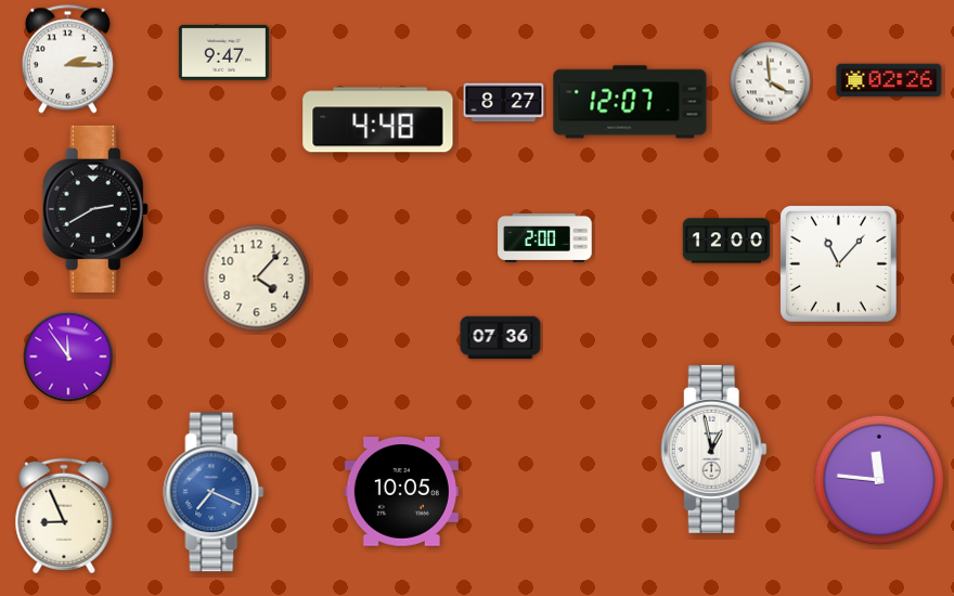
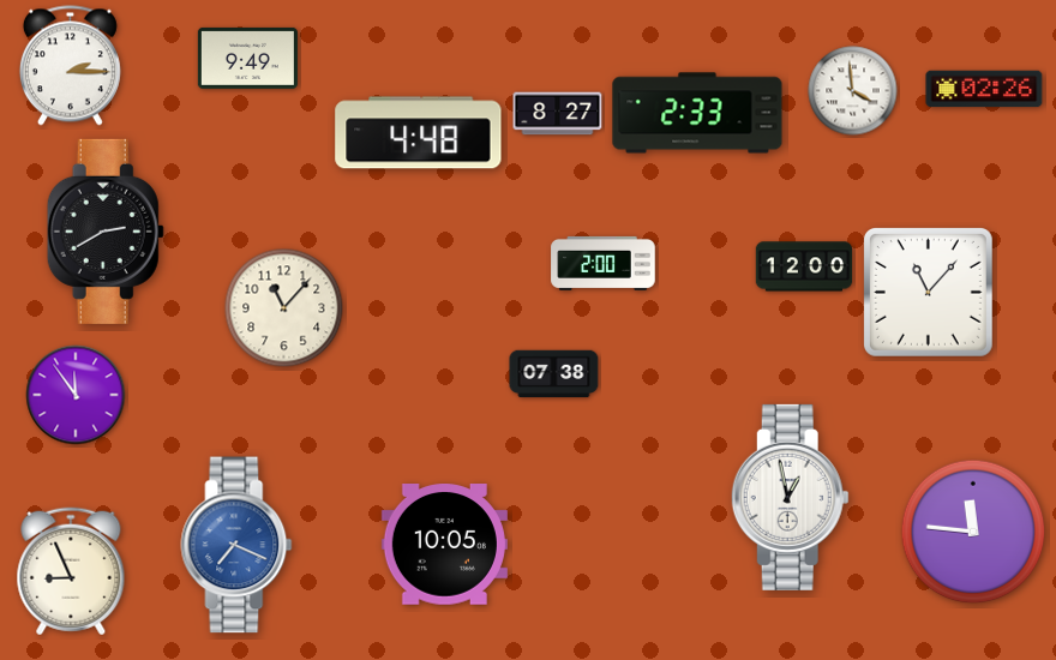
clock at (223, 52): 9:47 -> 9:49
clock at (67, 60) position: (67, 60) -> (70, 66)
clock at (630, 102): 12:07 -> 2:33
clock at (257, 278): 4:07 -> 11:07
clock at (501, 338): 07:36 -> 07:38
